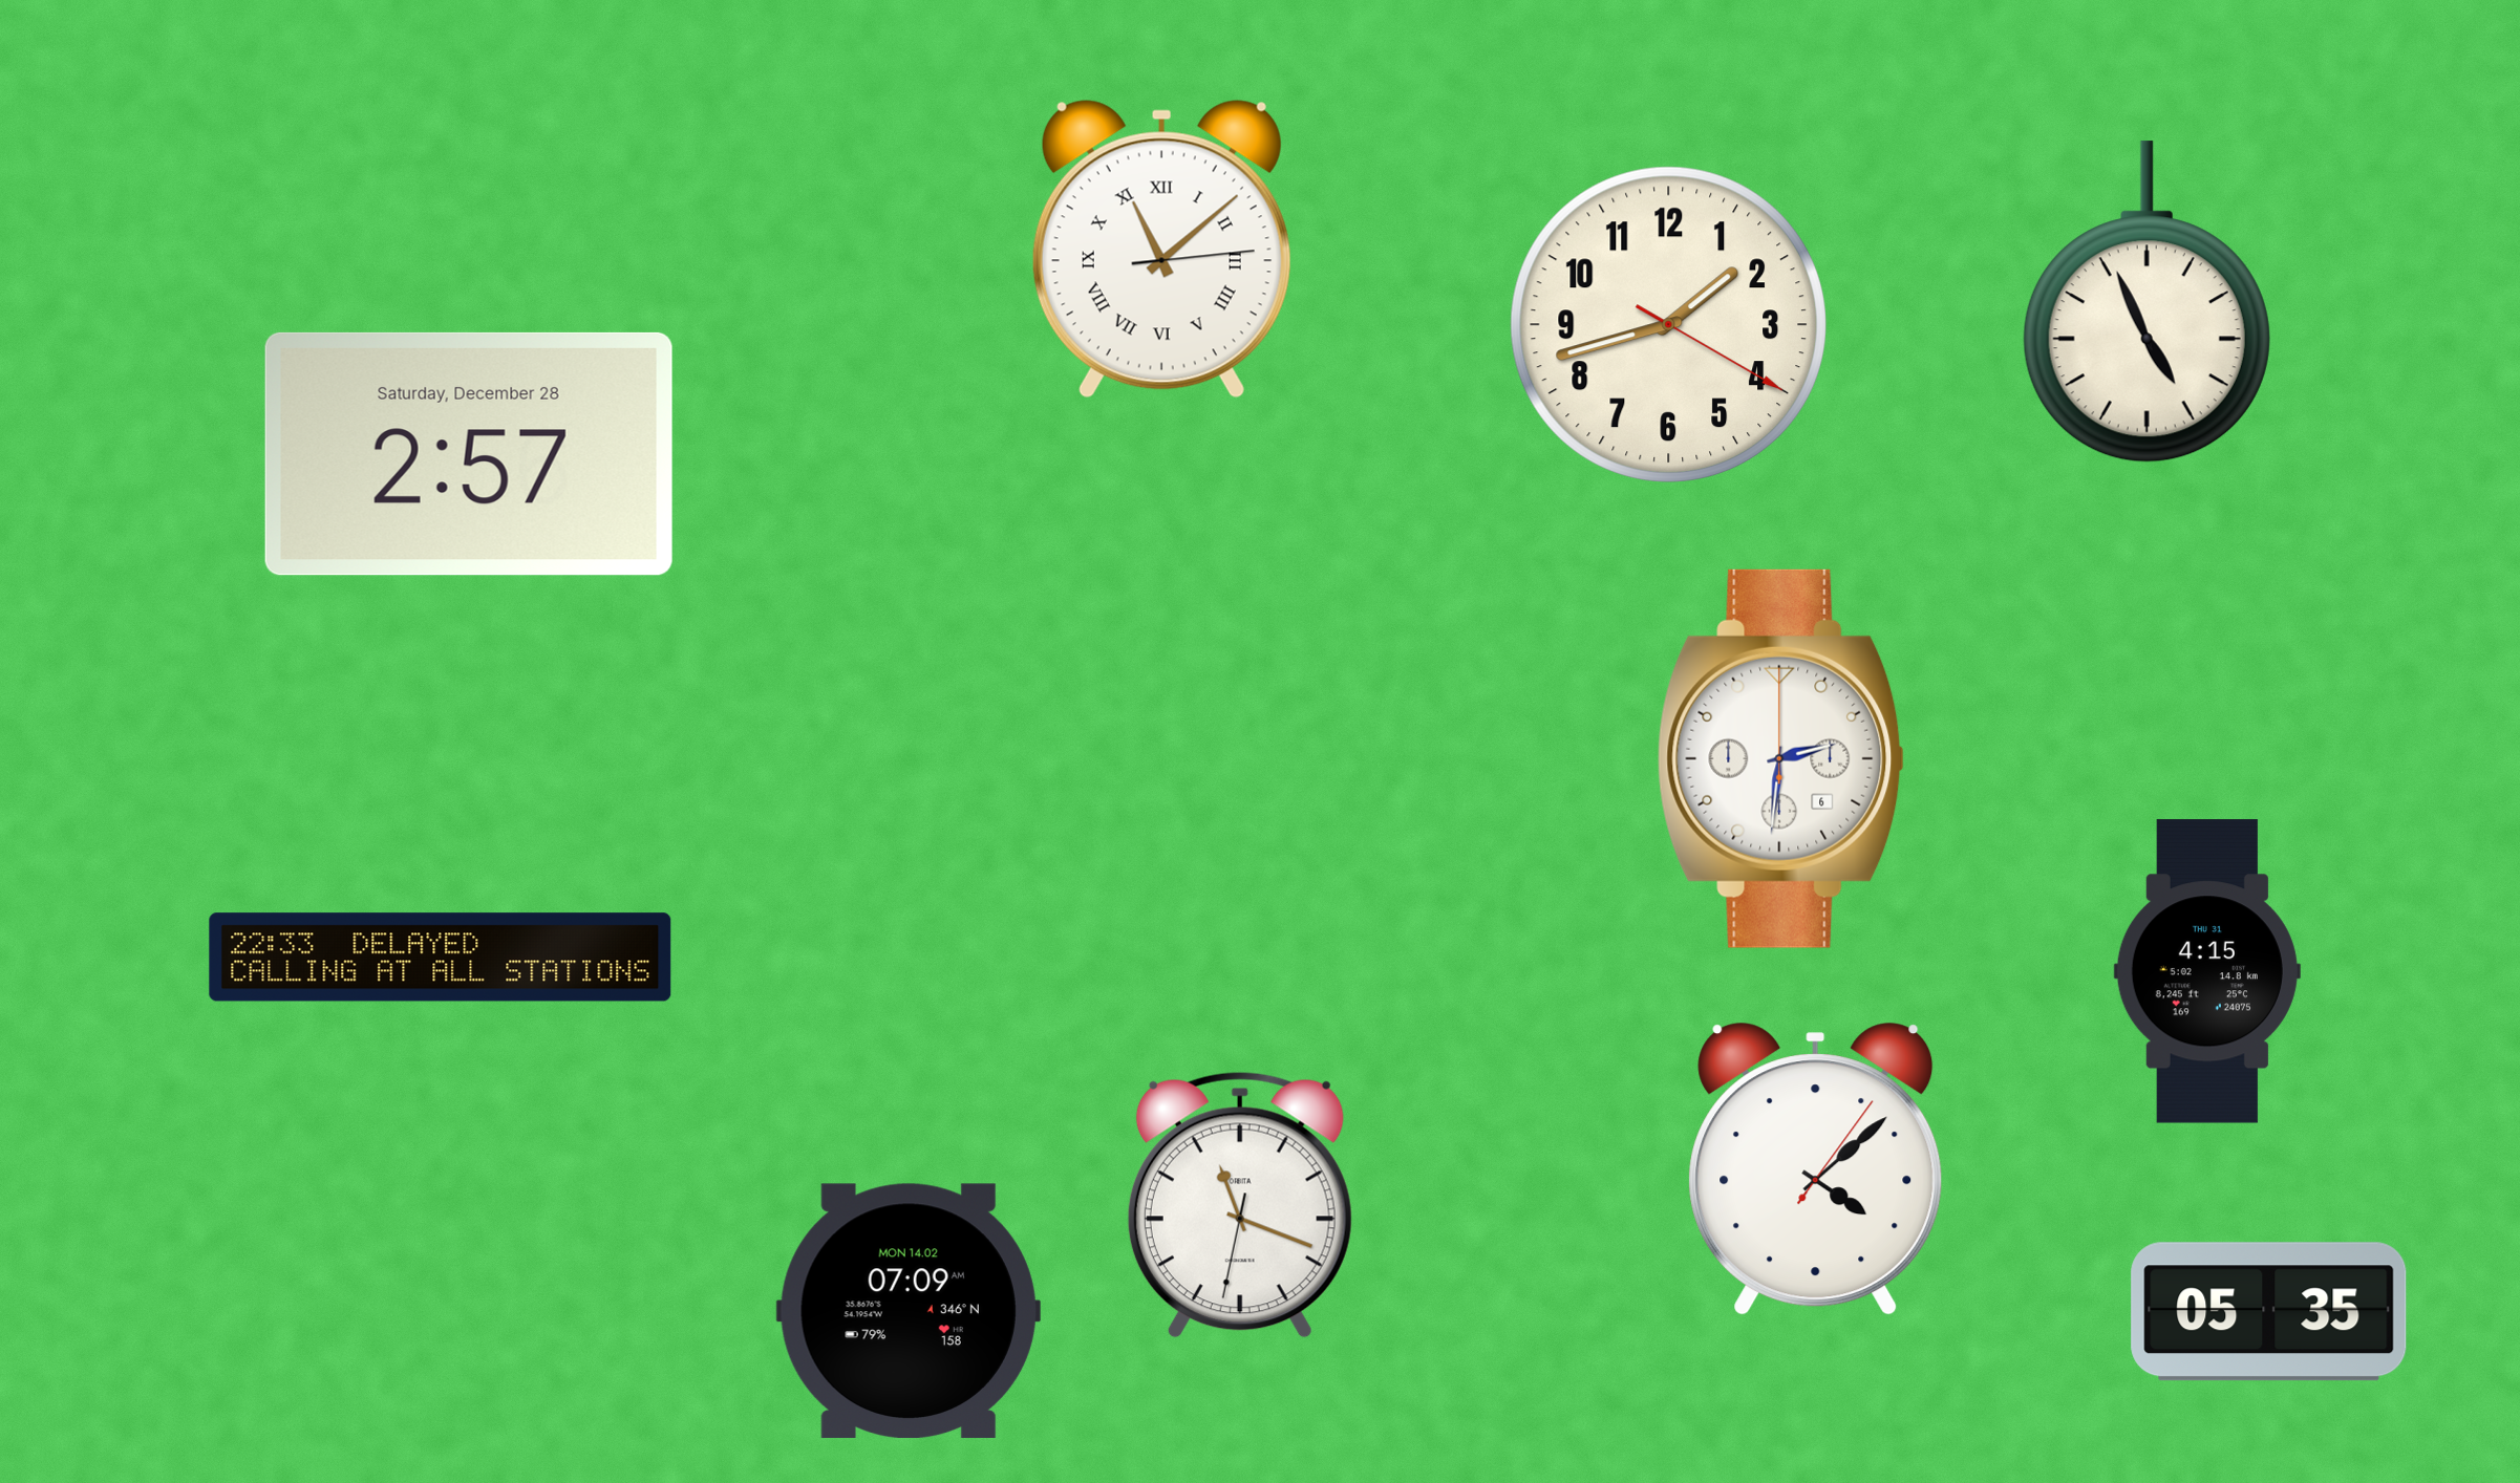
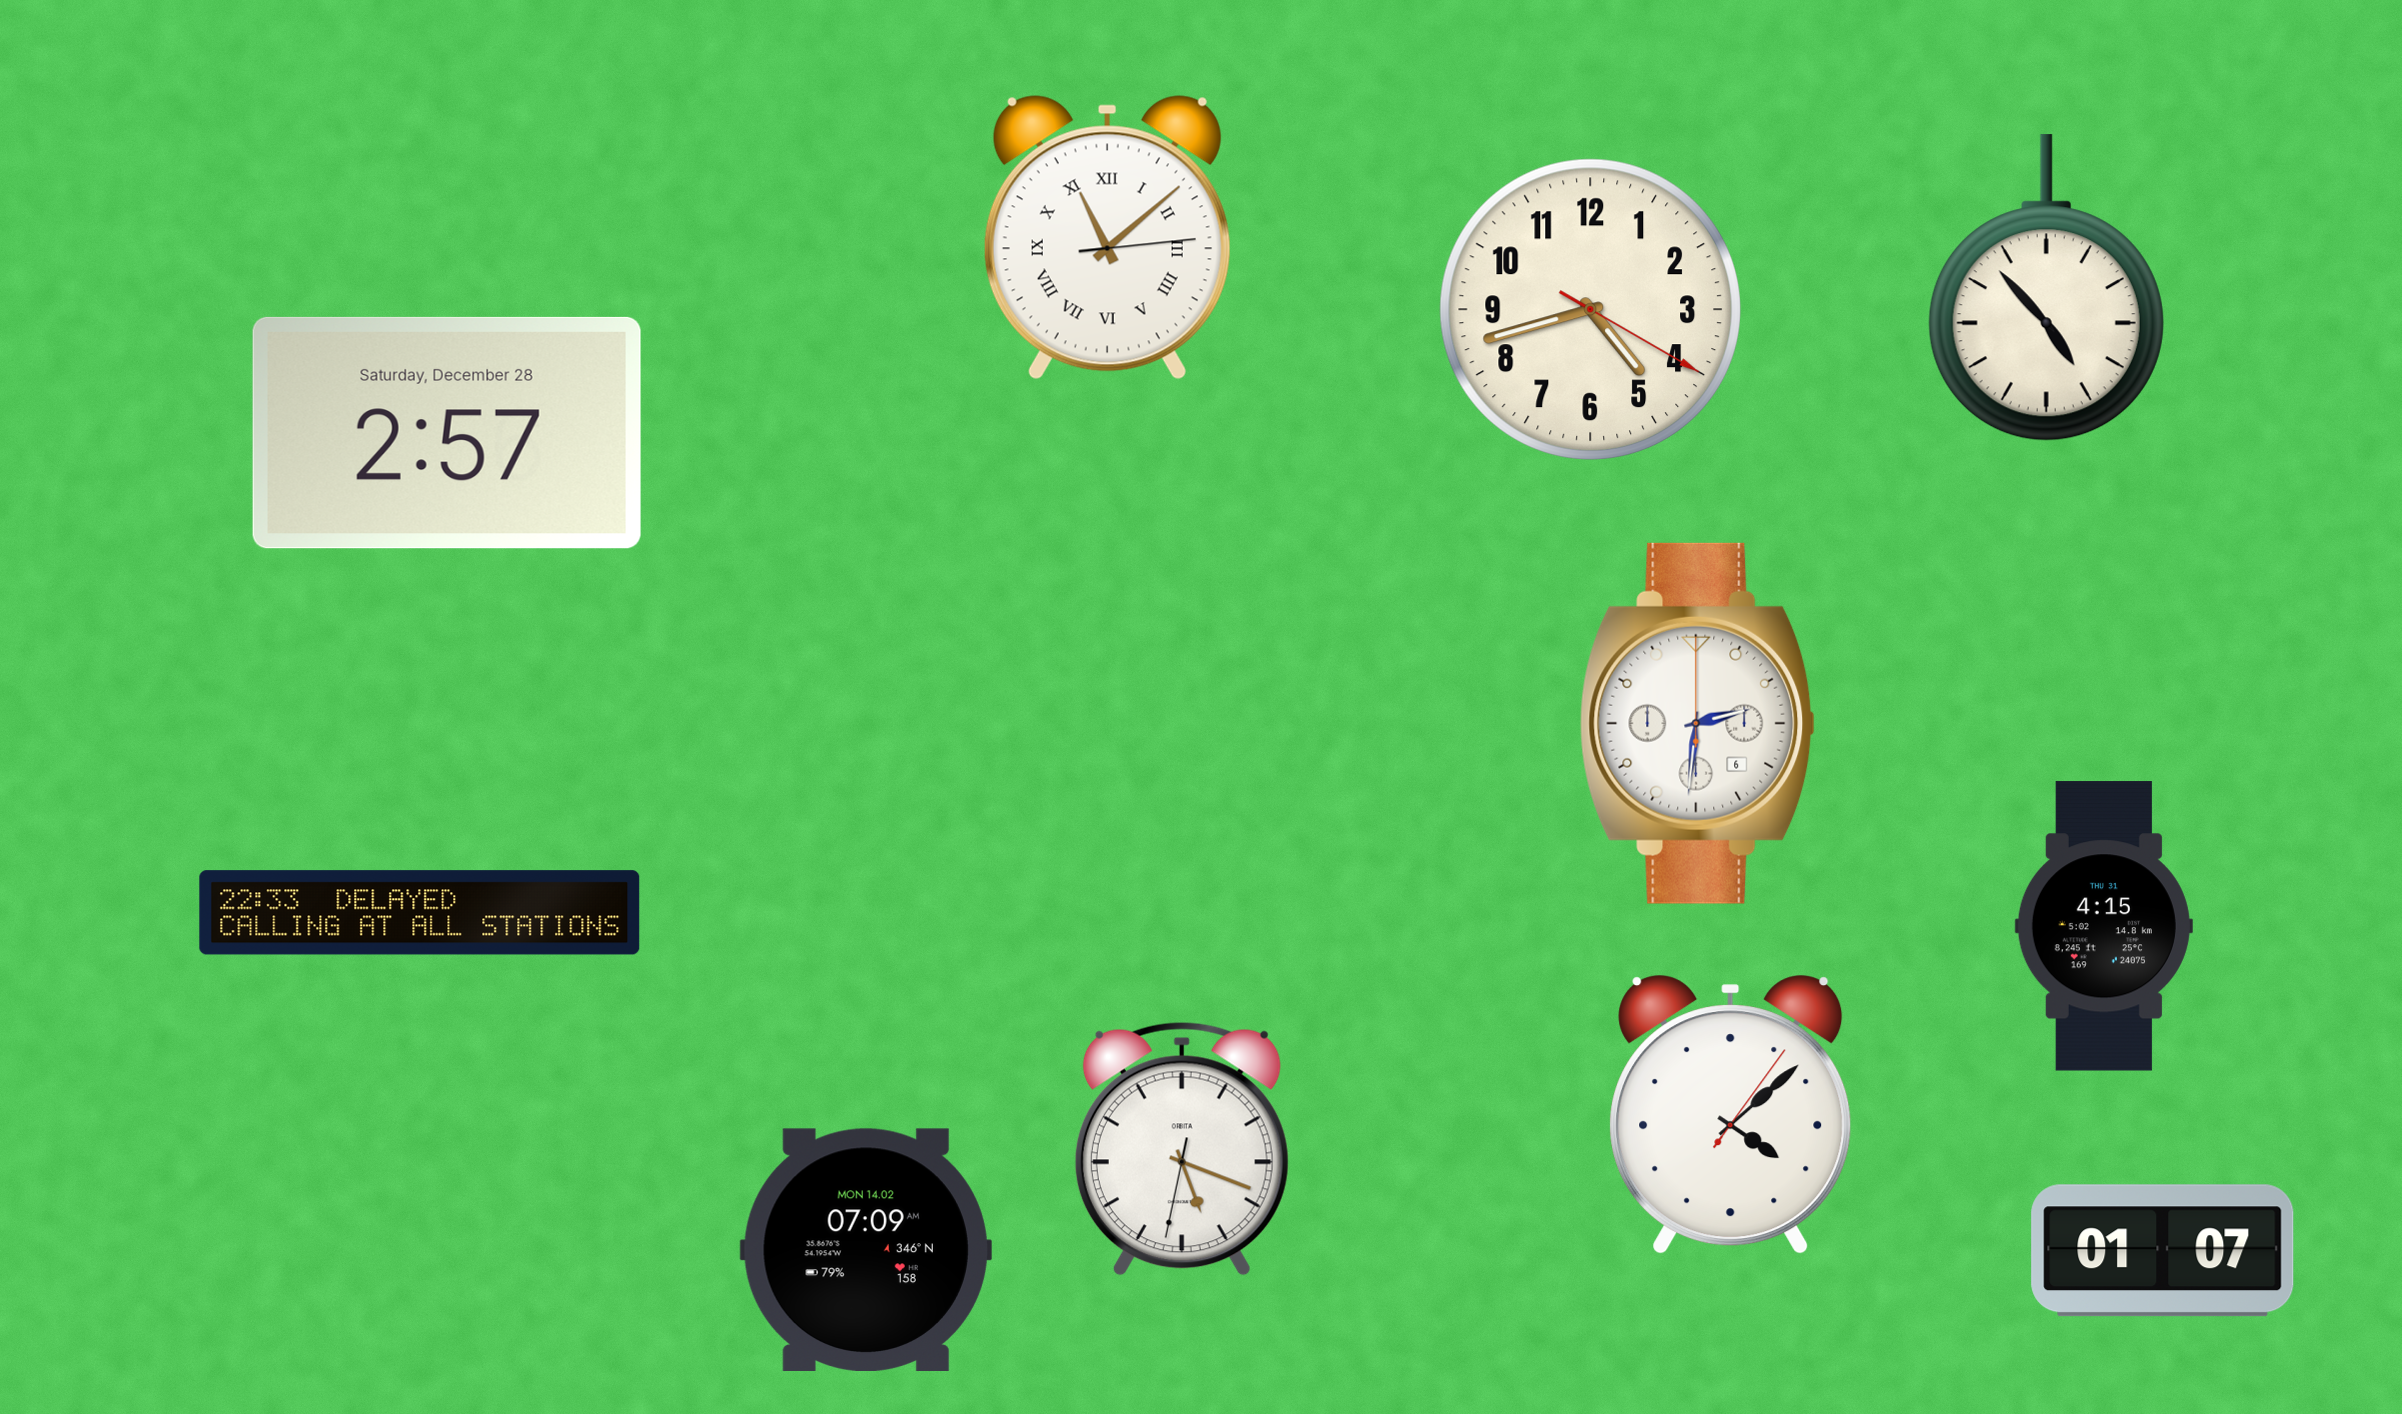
clock at (2147, 302): 4:56 -> 4:53
clock at (1668, 324): 1:42 -> 4:42
clock at (1240, 1205): 11:18 -> 5:18
clock at (2269, 1312): 05:35 -> 01:07
